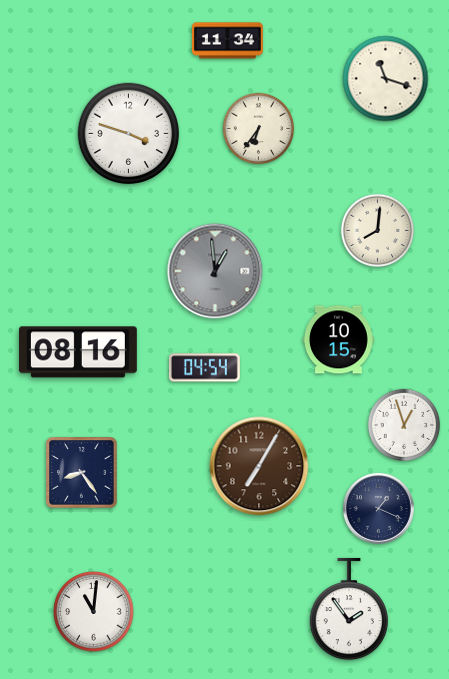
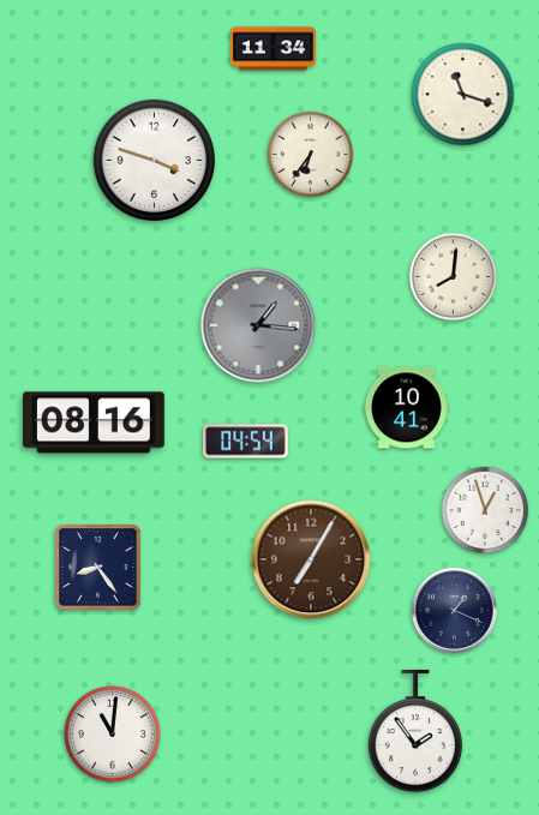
clock at (215, 271): 12:59 -> 1:16
clock at (338, 340): 10:15 -> 10:41
clock at (349, 609) position: (349, 609) -> (415, 731)
